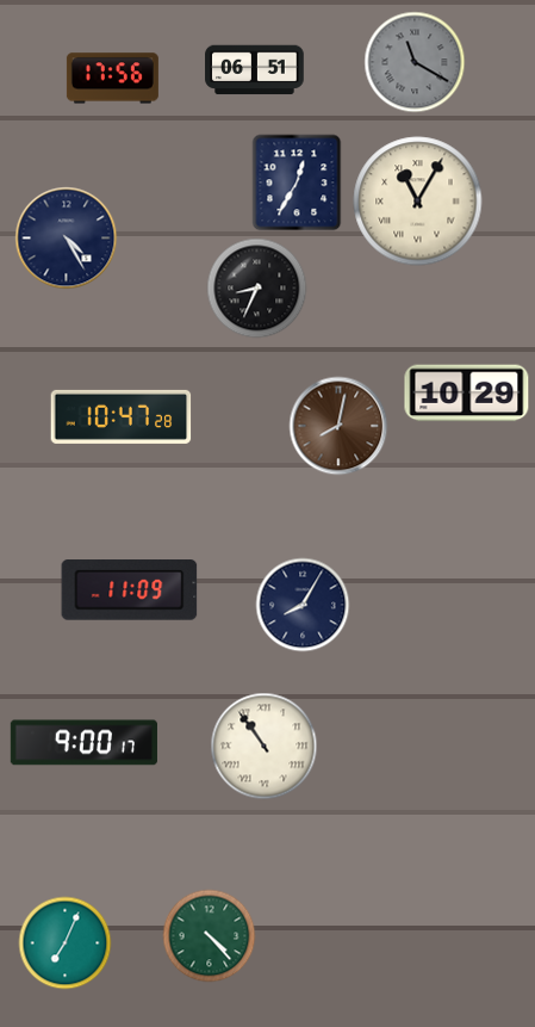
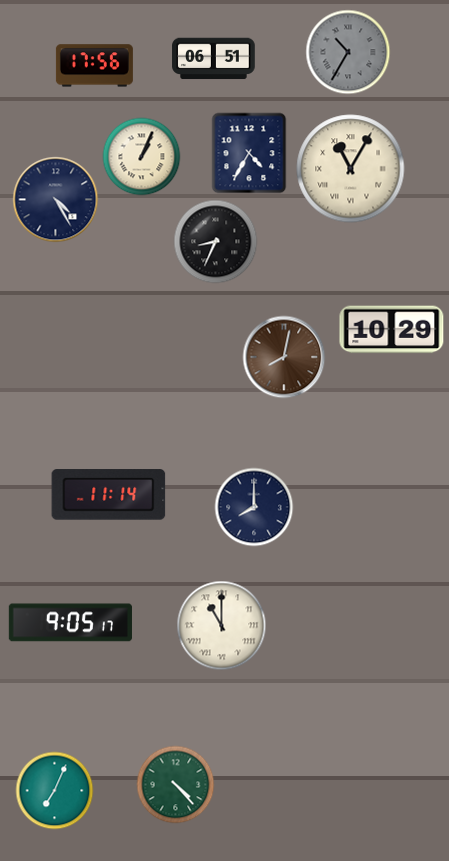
clock at (415, 62): 11:20 -> 10:35
clock at (297, 182): 12:35 -> 4:35
clock at (141, 156): none -> 1:04
clock at (122, 416): 10:47 -> none
clock at (130, 590): 11:09 -> 11:14
clock at (303, 605): 8:05 -> 8:00
clock at (83, 743): 9:00 -> 9:05
clock at (263, 745): 10:54 -> 11:00
